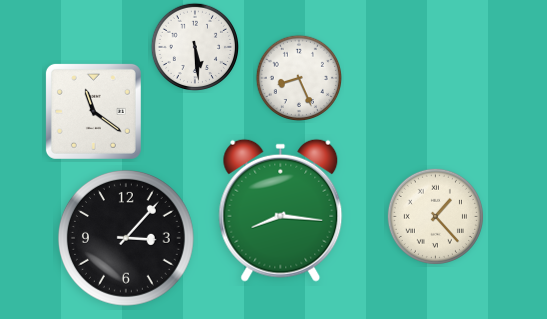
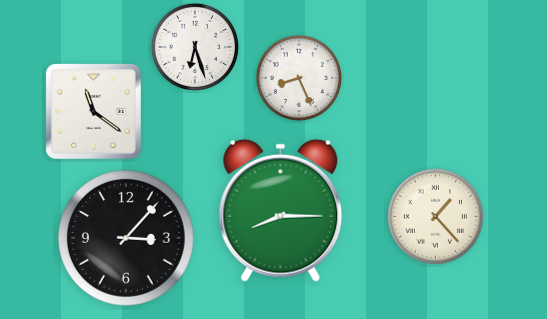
clock at (194, 46): 5:29 -> 6:27
clock at (281, 210): 8:16 -> 8:15
